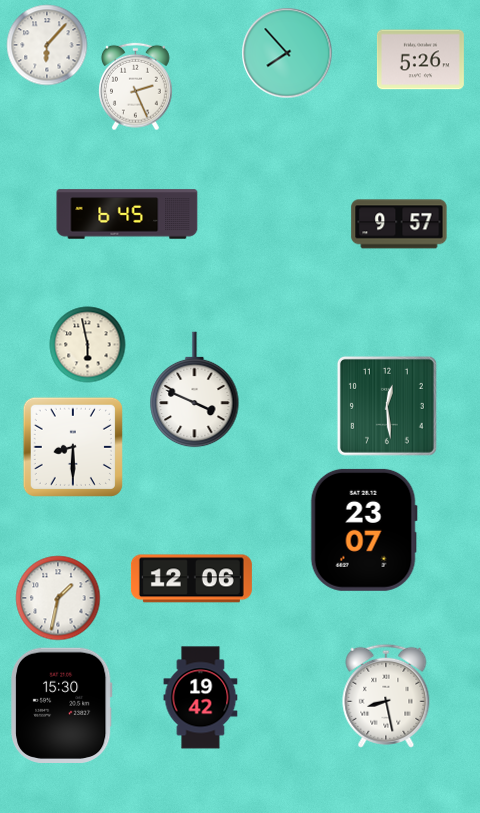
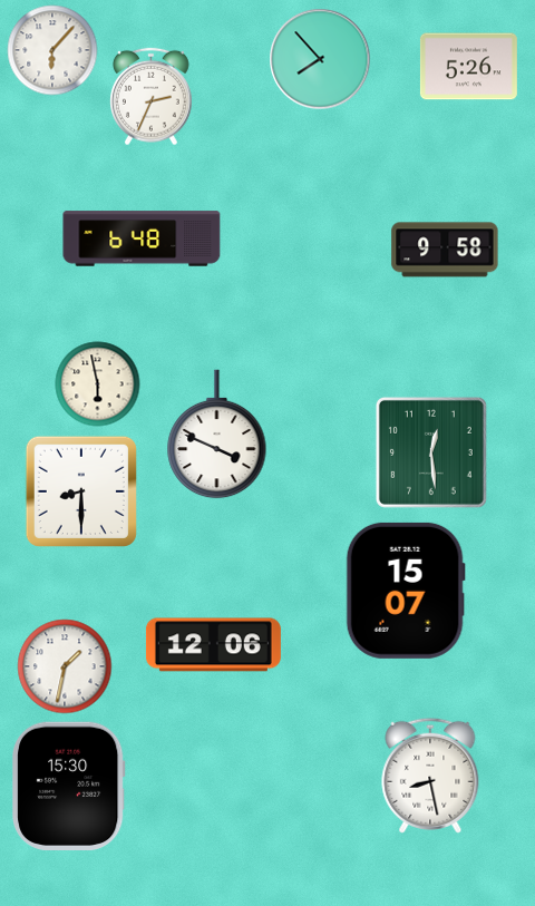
clock at (136, 87): 2:26 -> 2:34
clock at (127, 214): 6:45 -> 6:48
clock at (399, 224): 9:57 -> 9:58
clock at (73, 447) position: (73, 447) -> (81, 491)
clock at (364, 530): 23:07 -> 15:07
clock at (201, 698): 19:42 -> none
